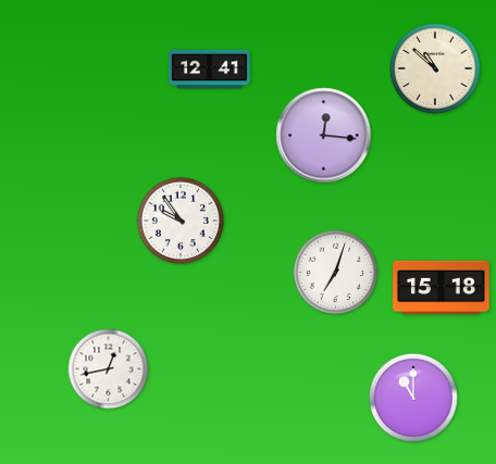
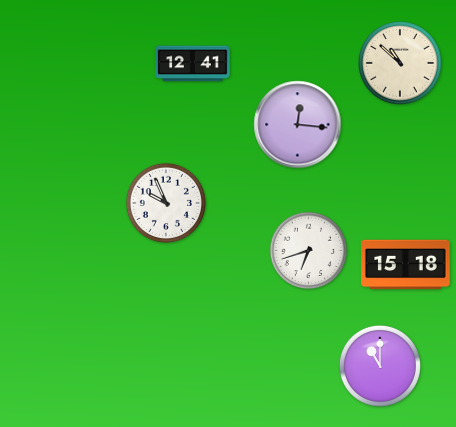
clock at (181, 221): 9:54 -> 9:56
clock at (336, 273): 7:03 -> 6:42
clock at (109, 369): 12:43 -> none
